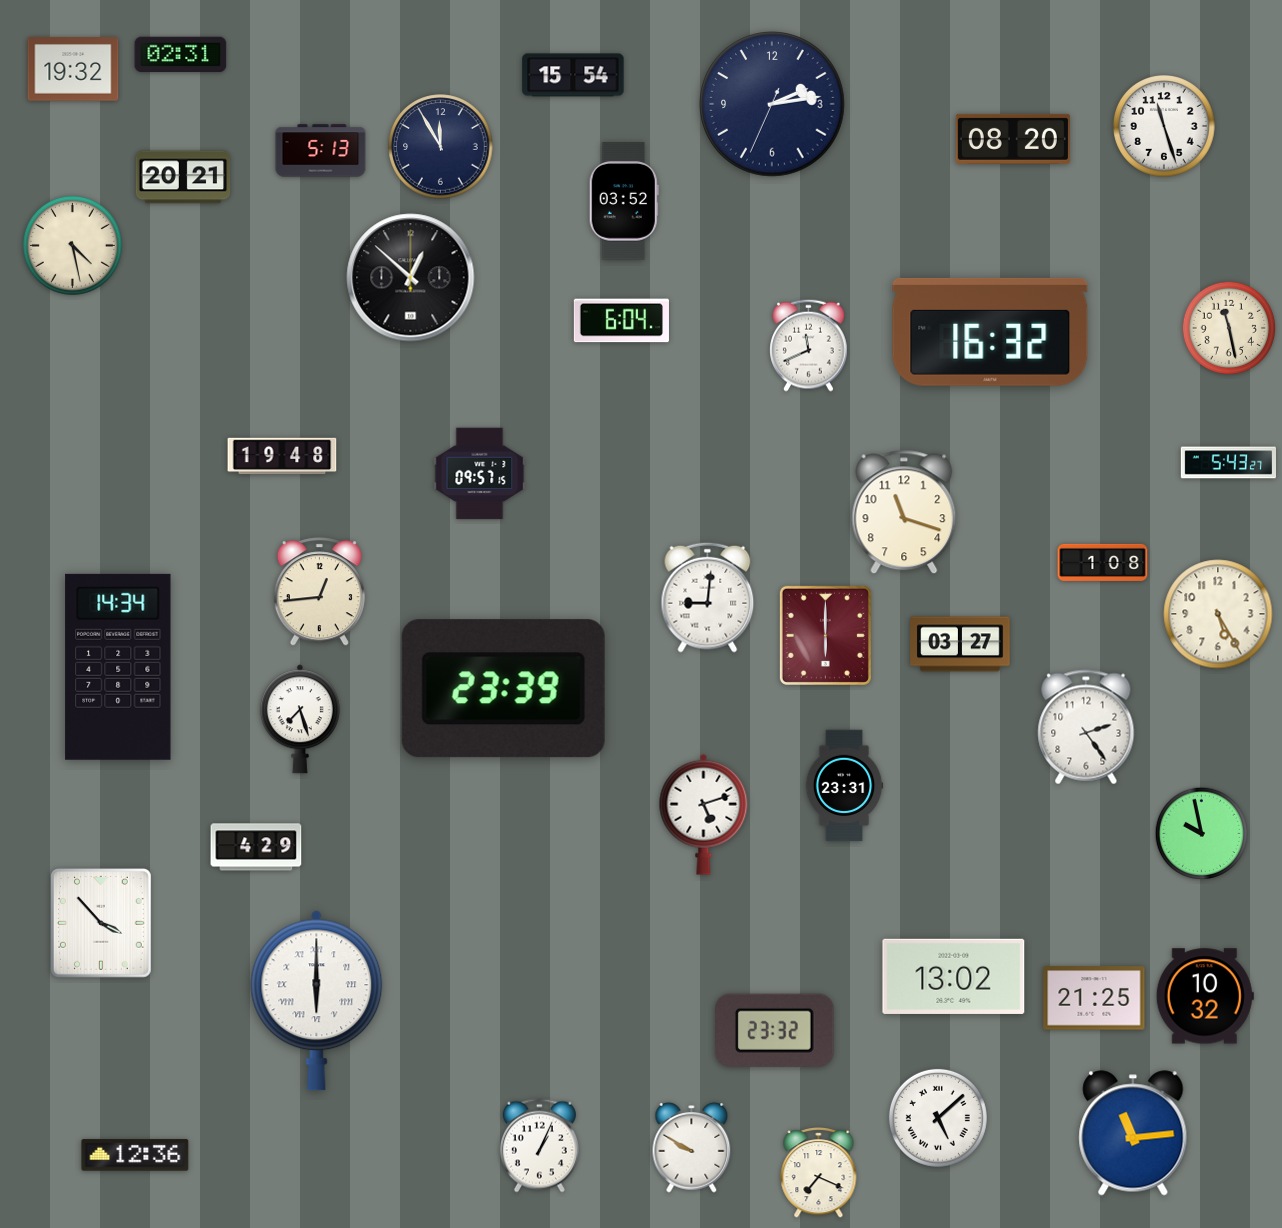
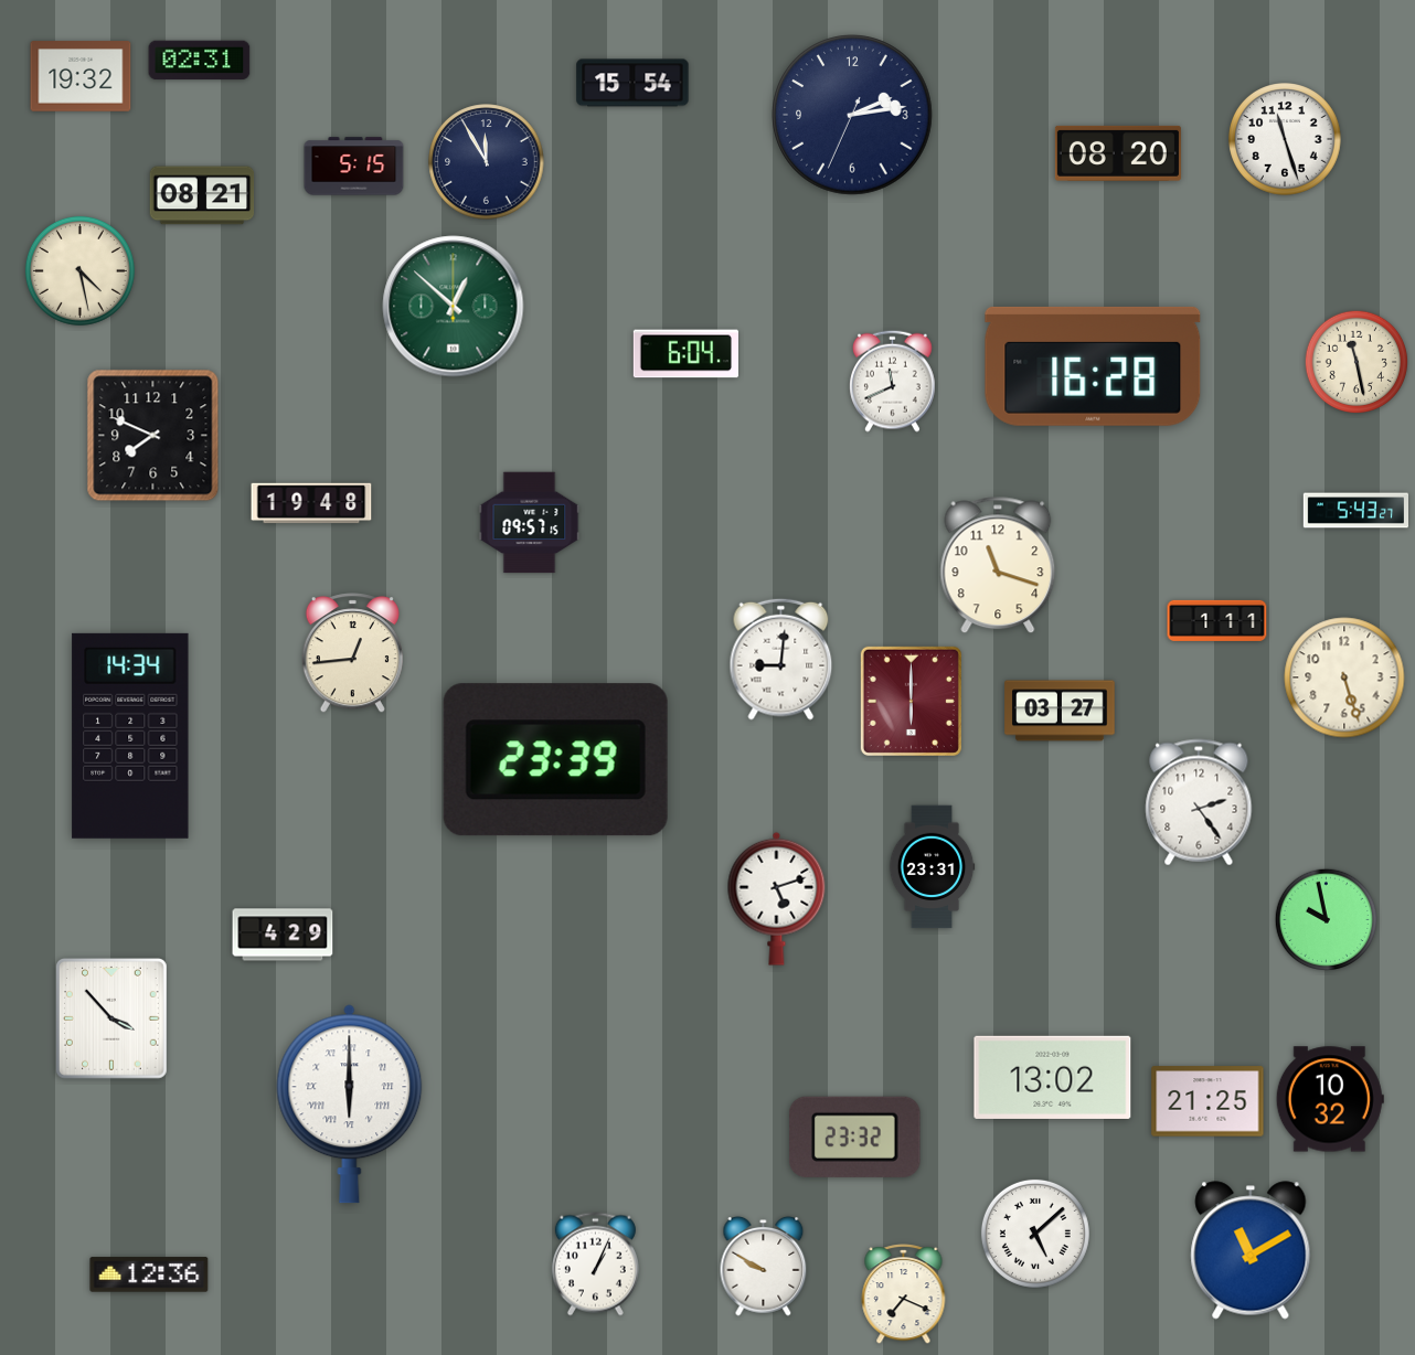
clock at (321, 151): 5:13 -> 5:15
clock at (183, 177): 20:21 -> 08:21
clock at (624, 201): 03:52 -> none
clock at (411, 278) dial: black -> green
clock at (990, 332): 16:32 -> 16:28
clock at (153, 436): none -> 7:49
clock at (1103, 562): 1:08 -> 1:11
clock at (1218, 614): 5:25 -> 5:27
clock at (300, 719): 7:27 -> none
clock at (1133, 1133): 11:14 -> 11:10
